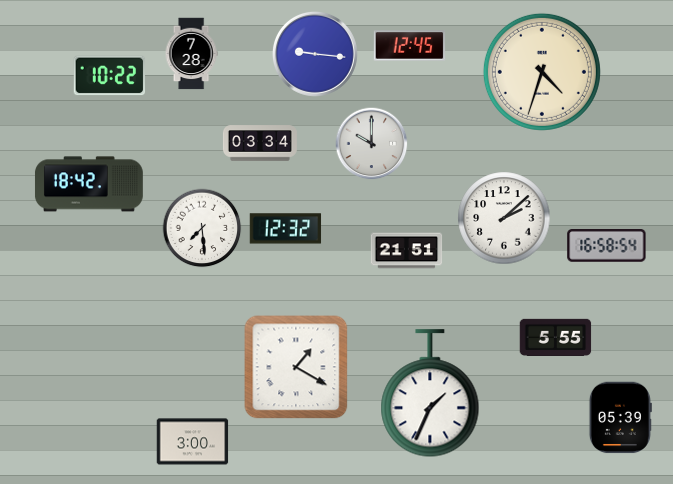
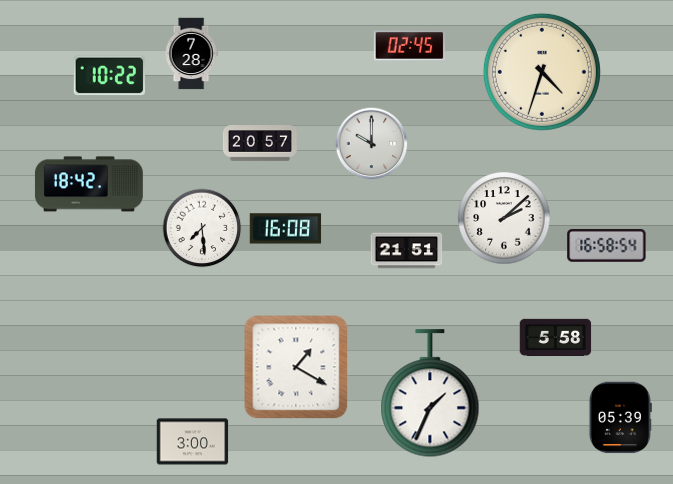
clock at (410, 46): 12:45 -> 02:45
clock at (315, 54): 9:16 -> none
clock at (260, 143): 03:34 -> 20:57
clock at (286, 229): 12:32 -> 16:08
clock at (556, 337): 5:55 -> 5:58
